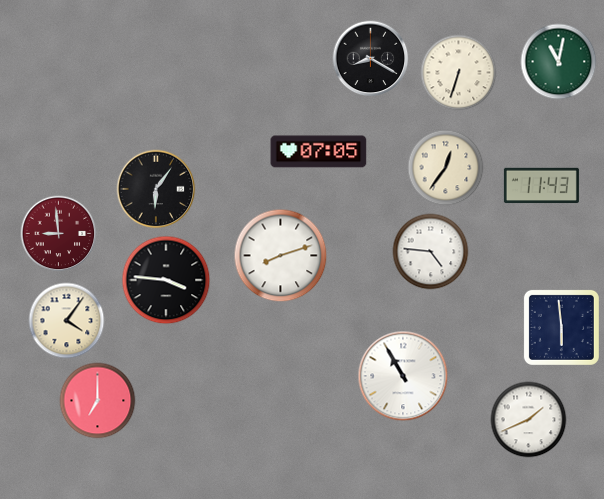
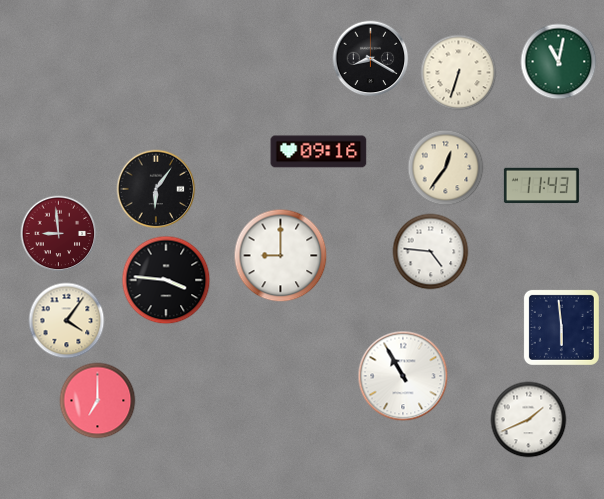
clock at (319, 152): 07:05 -> 09:16
clock at (281, 256): 8:12 -> 9:00
